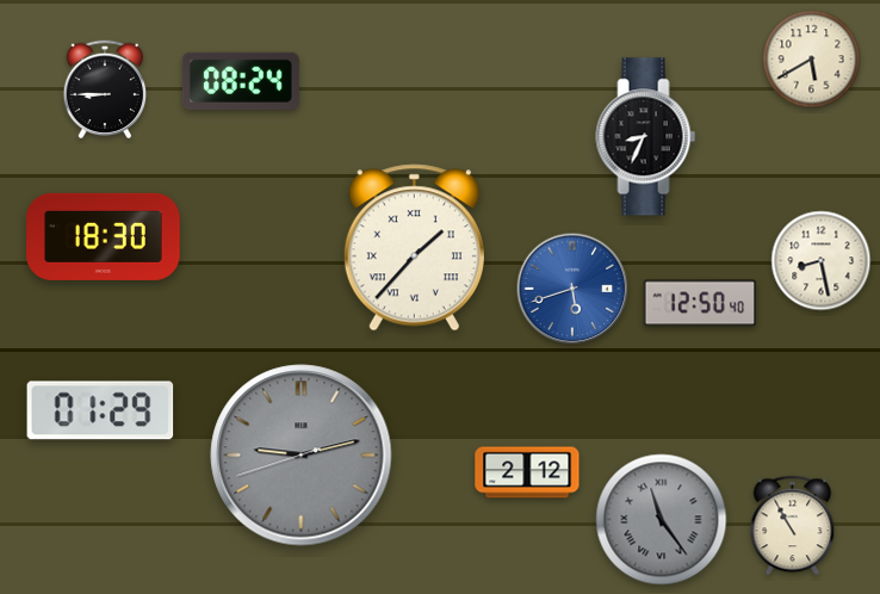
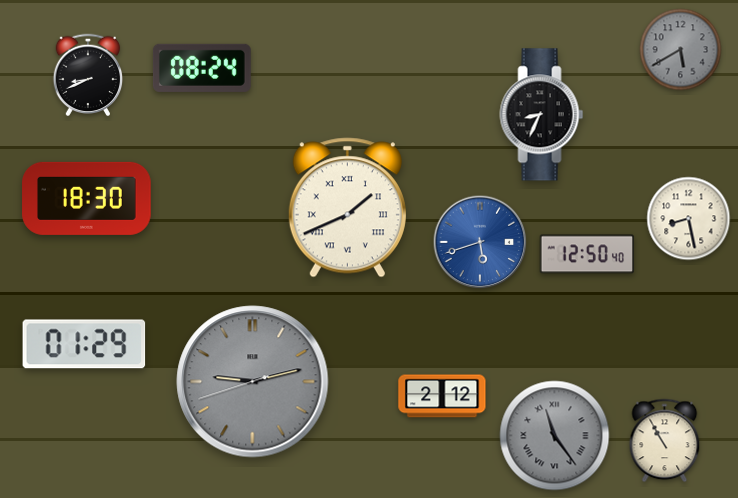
clock at (812, 60) dial: cream -> grey
clock at (105, 89): 8:45 -> 8:41
clock at (414, 248): 1:37 -> 1:41
